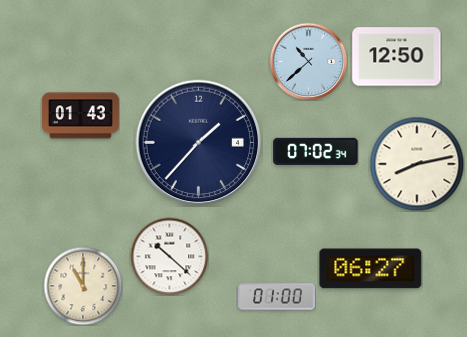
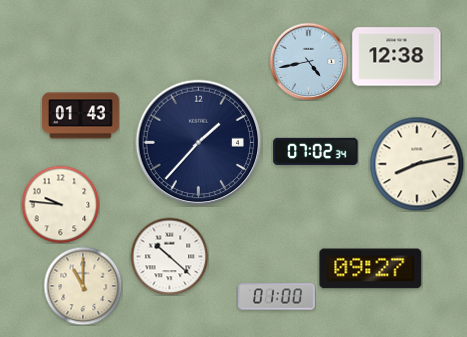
clock at (397, 57): 12:50 -> 12:38
clock at (308, 61): 10:38 -> 4:43
clock at (60, 204): none -> 9:46
clock at (371, 269): 06:27 -> 09:27
